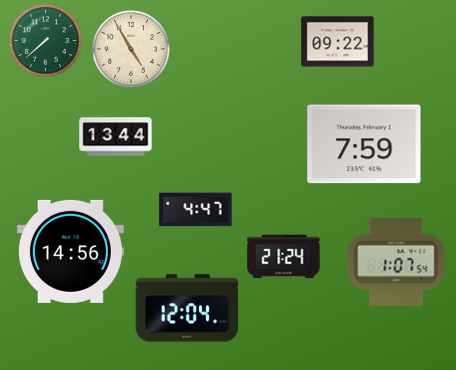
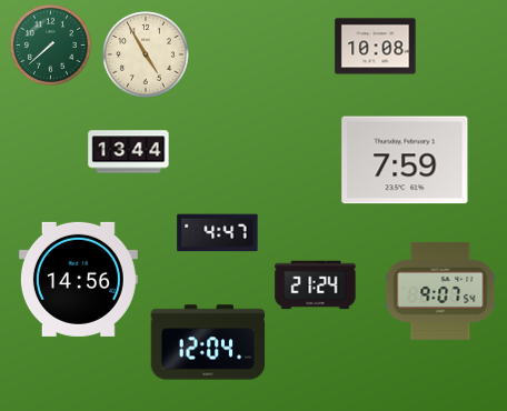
clock at (338, 42): 09:22 -> 10:08
clock at (396, 262): 1:07 -> 9:07
